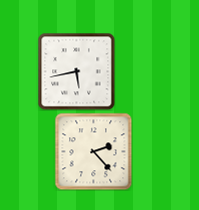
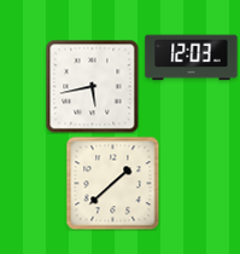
clock at (192, 58): none -> 12:03
clock at (93, 151): 2:23 -> 1:38
